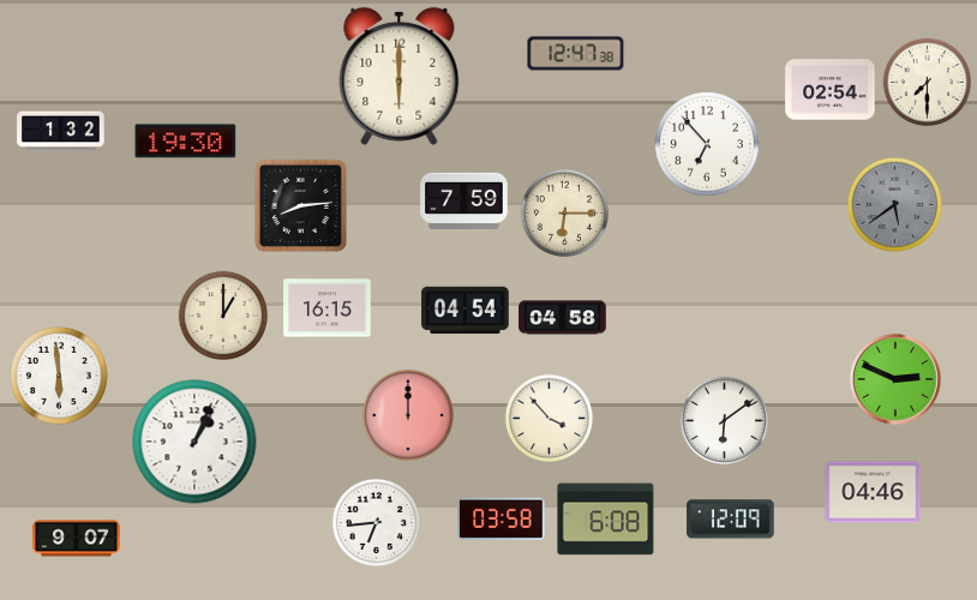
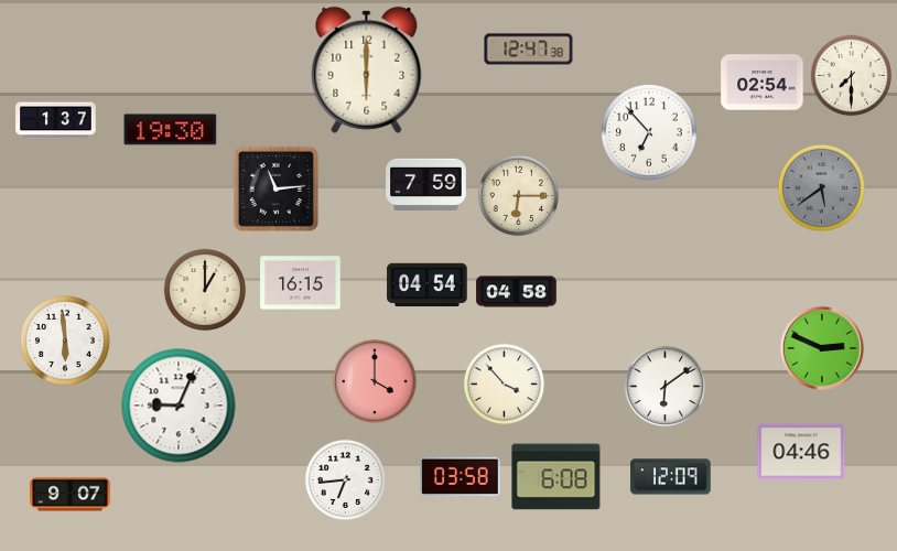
clock at (61, 132): 1:32 -> 1:37
clock at (300, 205): 8:14 -> 11:14
clock at (59, 376) position: (59, 376) -> (65, 341)
clock at (408, 415): 12:00 -> 4:00
clock at (194, 442): 1:04 -> 9:04
